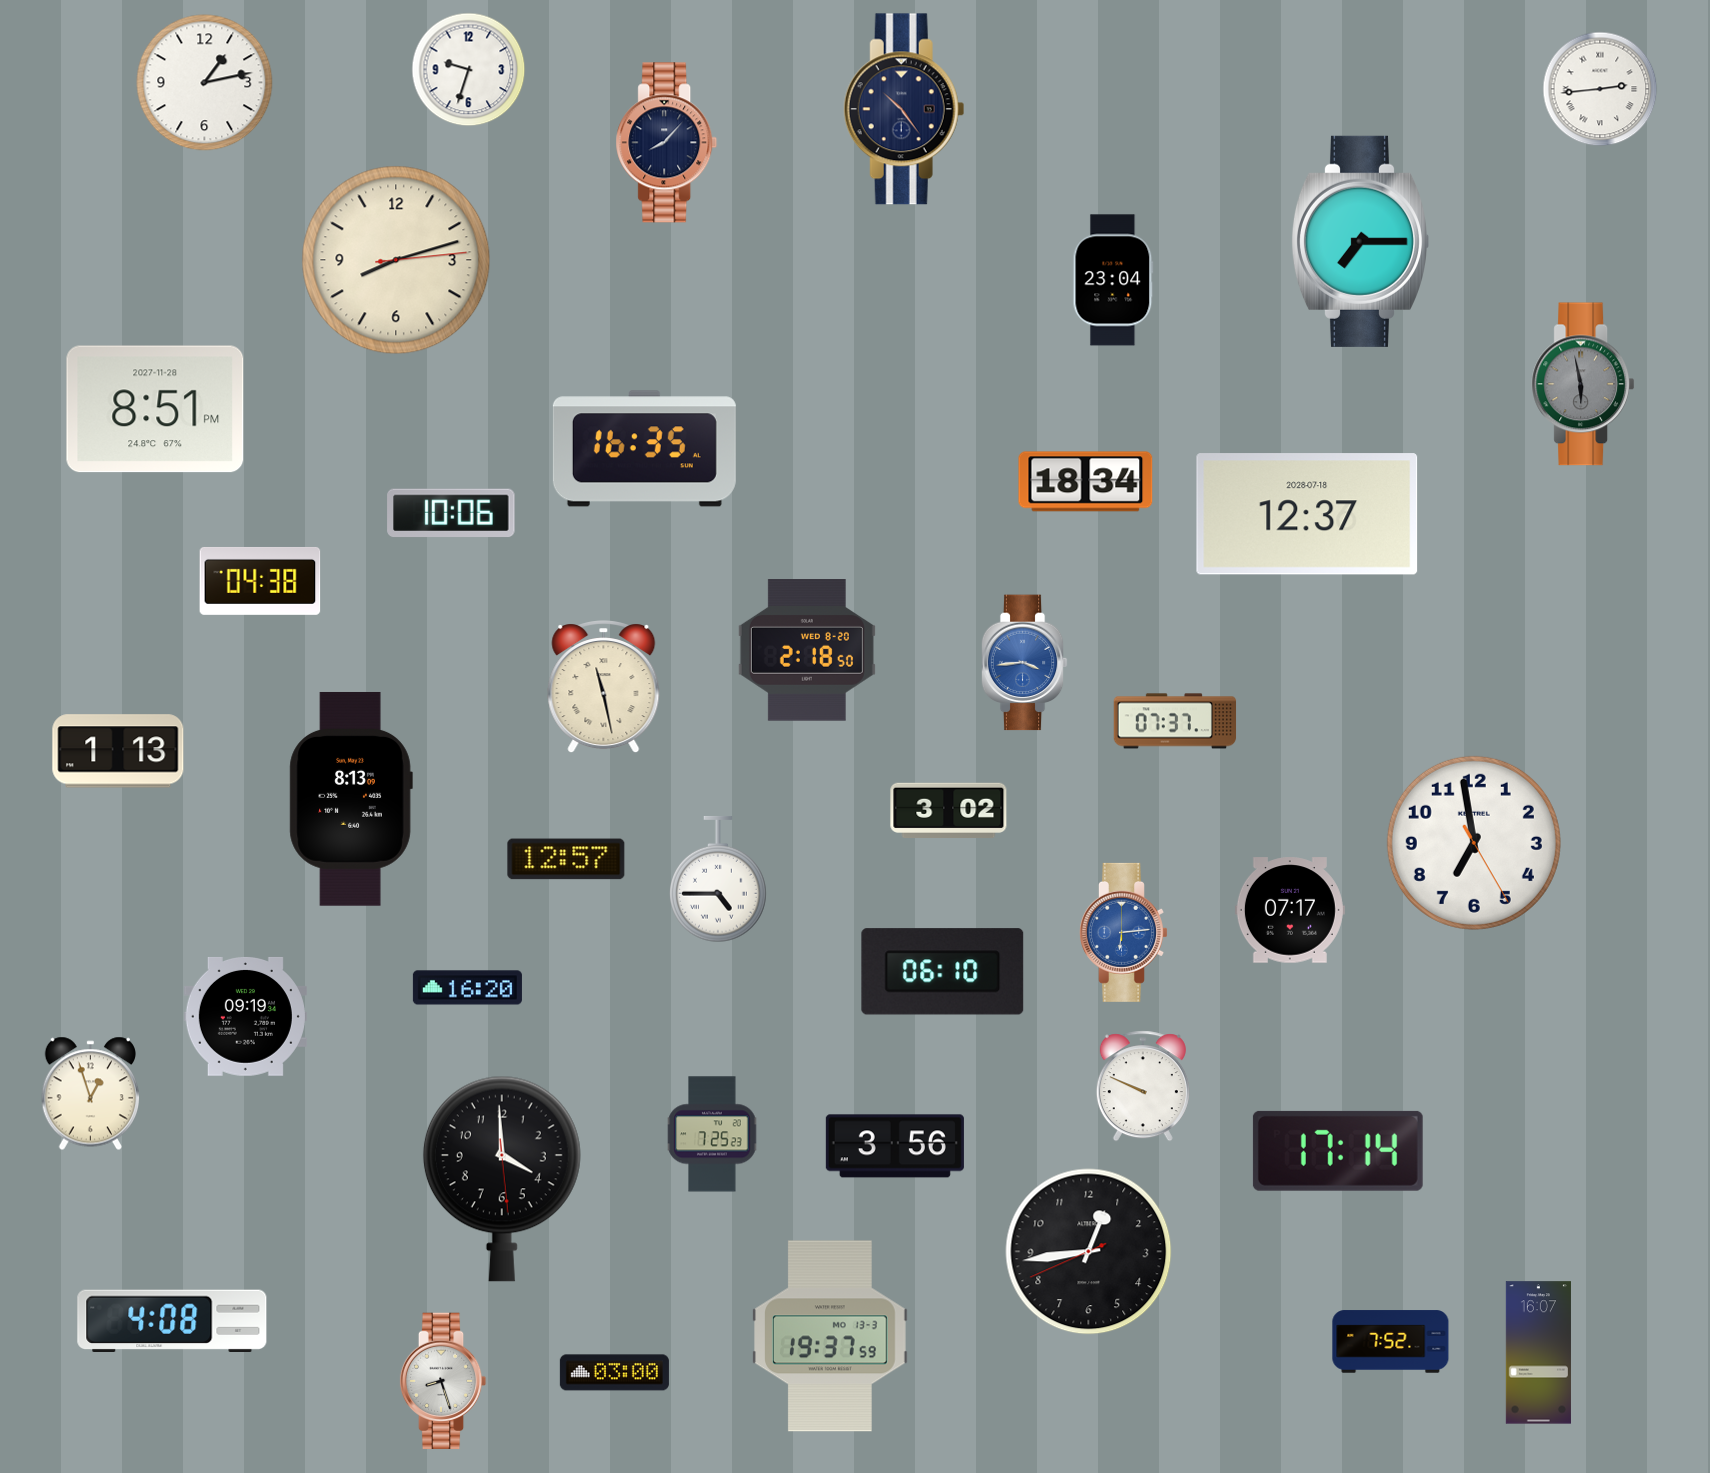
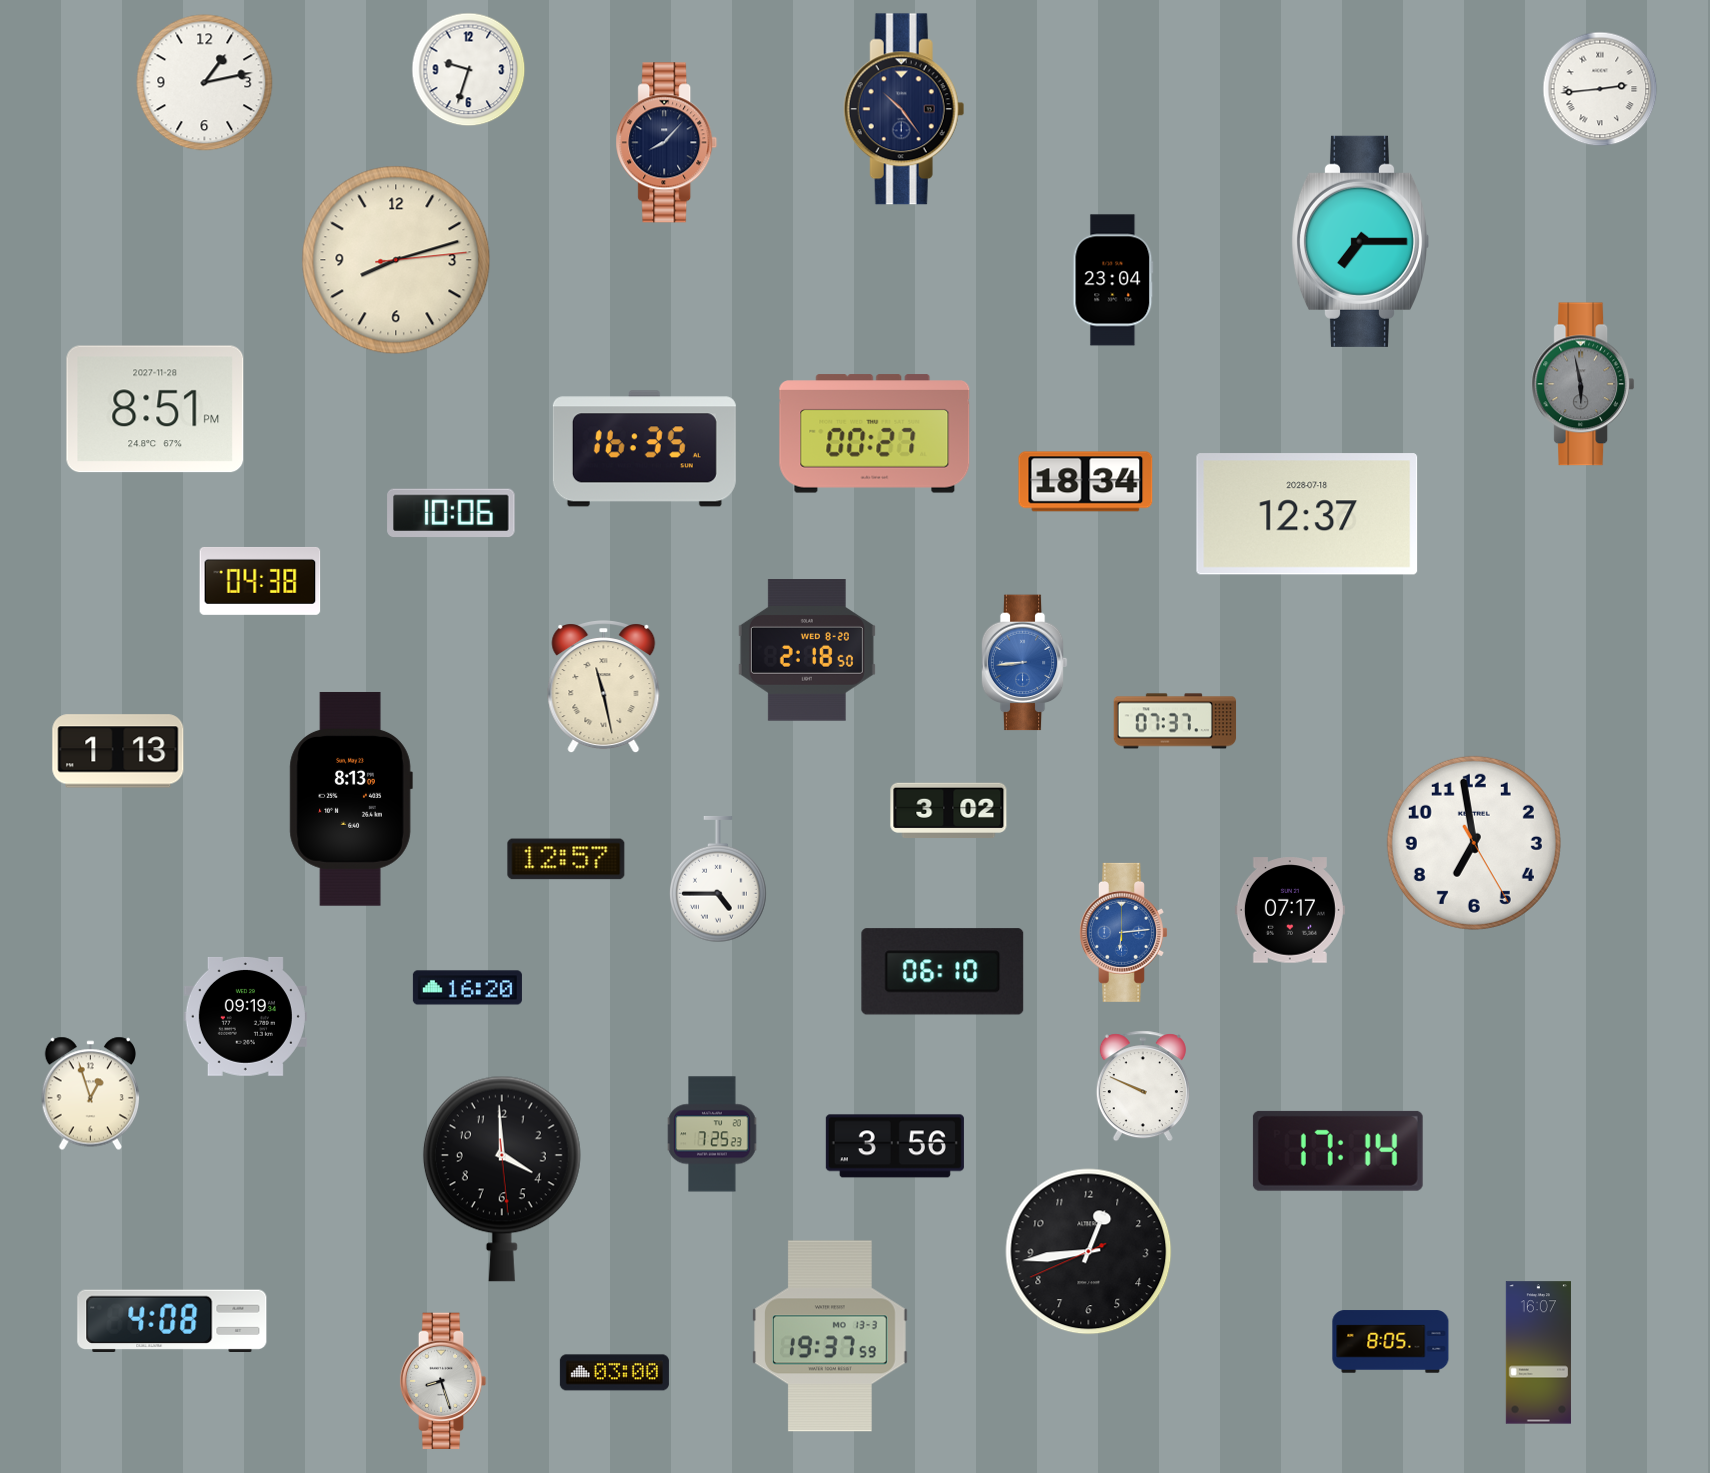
clock at (875, 434): none -> 00:27
clock at (1024, 663): 3:44 -> 8:44
clock at (1391, 1342): 7:52 -> 8:05
